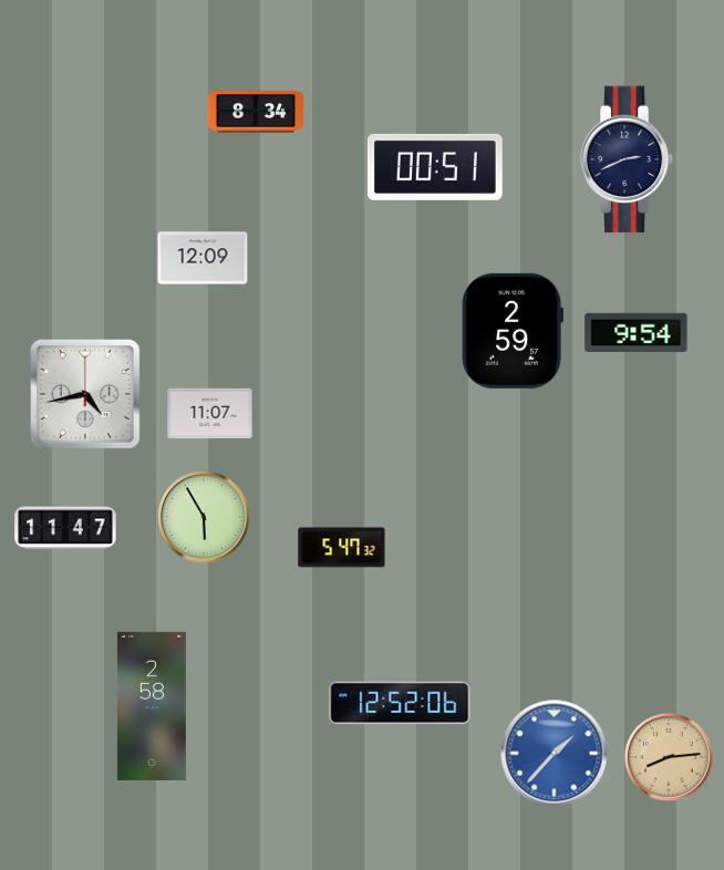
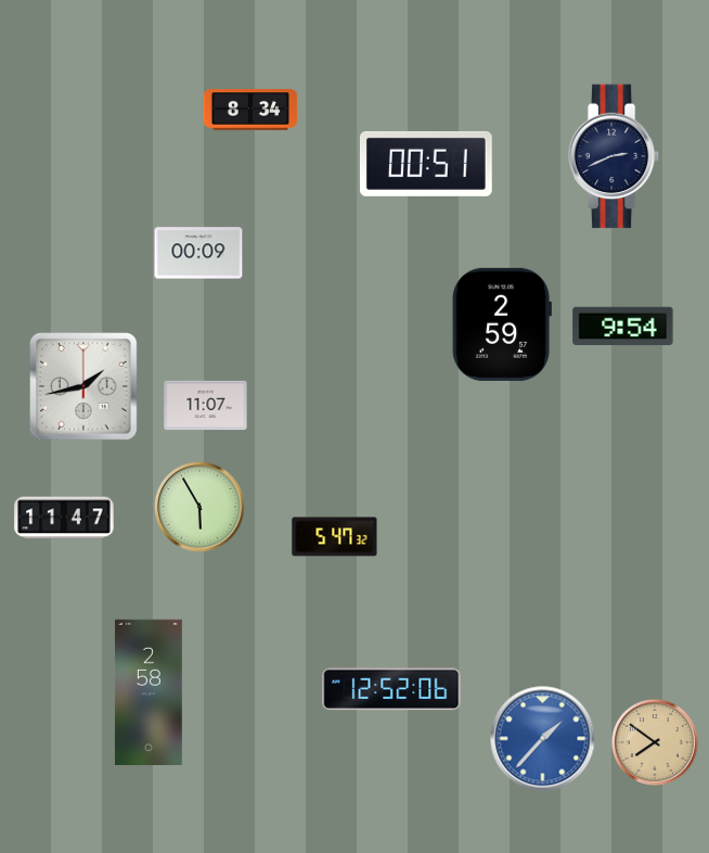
clock at (203, 258): 12:09 -> 00:09
clock at (86, 395): 4:43 -> 1:43
clock at (670, 758): 8:14 -> 7:51
